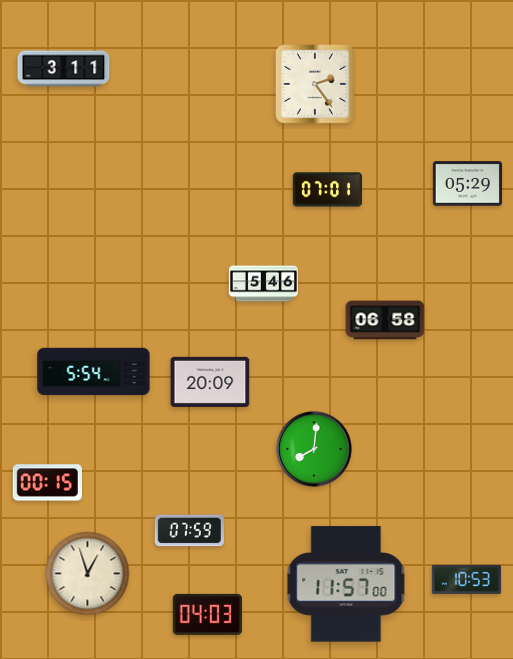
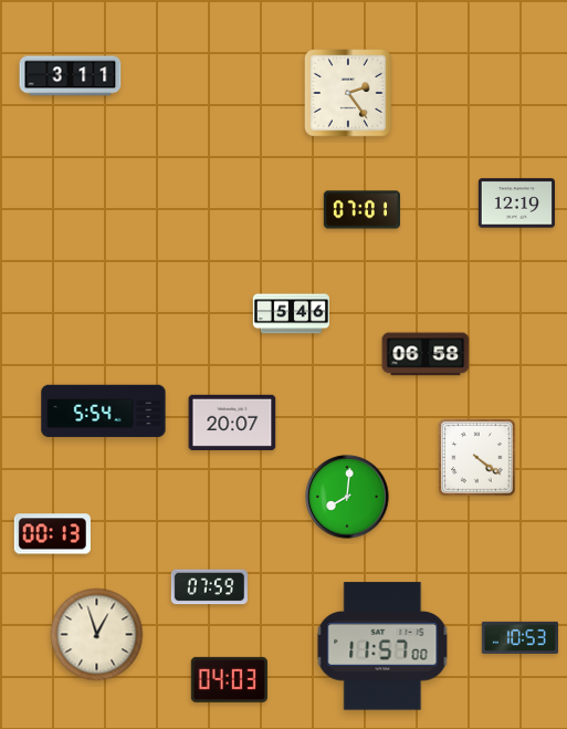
clock at (467, 184): 05:29 -> 12:19
clock at (210, 382): 20:09 -> 20:07
clock at (477, 458): none -> 4:21
clock at (47, 483): 00:15 -> 00:13
clock at (466, 579) position: (466, 579) -> (519, 637)
